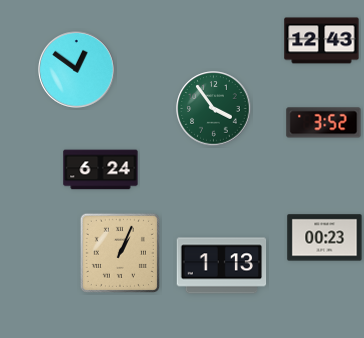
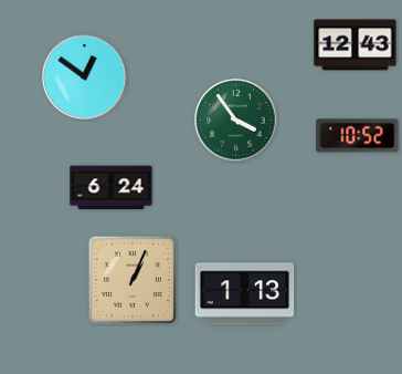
clock at (324, 123): 3:52 -> 10:52
clock at (325, 238): 00:23 -> none
